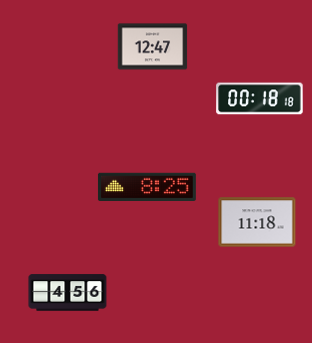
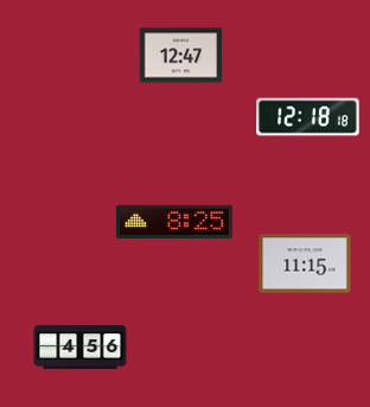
clock at (260, 99): 00:18 -> 12:18
clock at (257, 222): 11:18 -> 11:15
